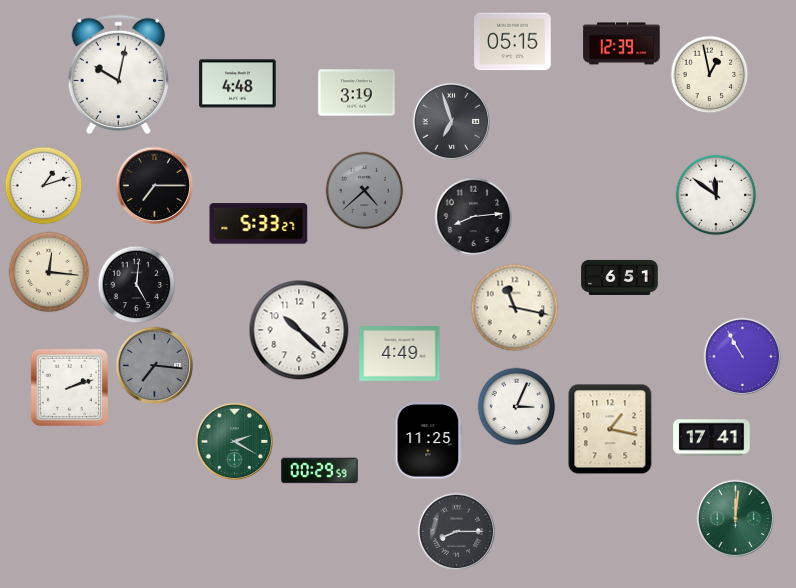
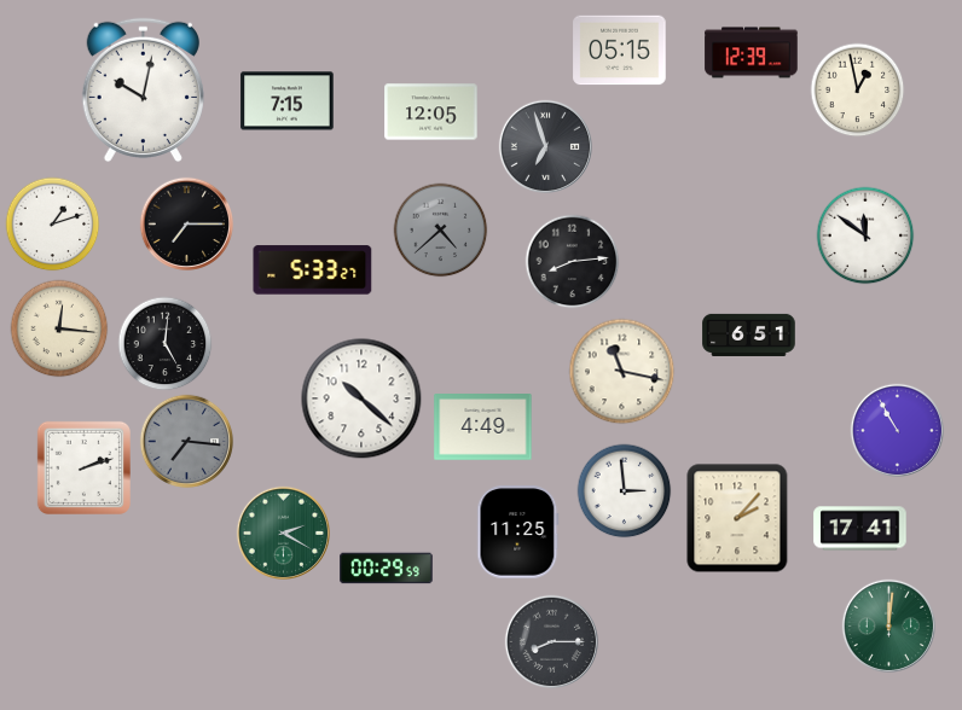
clock at (238, 84): 4:48 -> 7:15
clock at (357, 93): 3:19 -> 12:05
clock at (516, 406): 3:04 -> 2:59
clock at (610, 429): 1:17 -> 2:07
